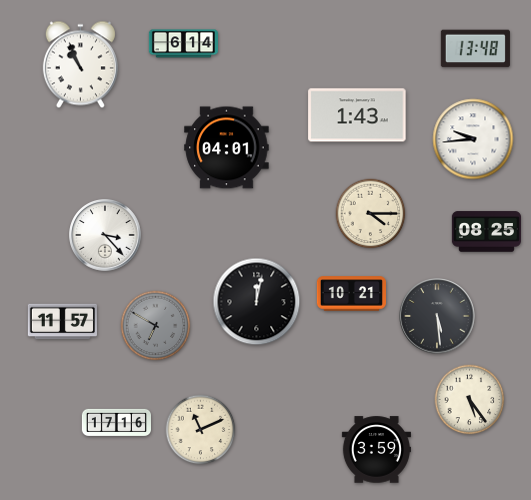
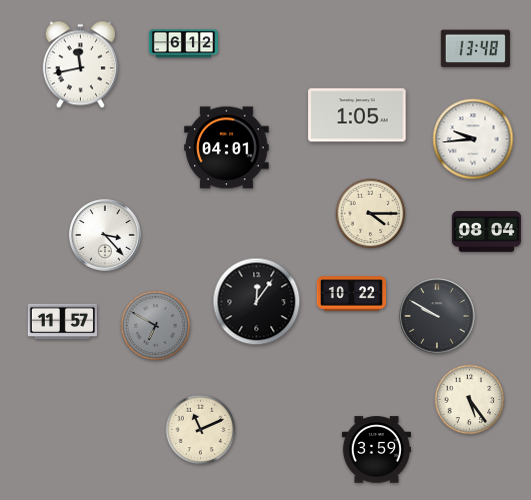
clock at (183, 44): 6:14 -> 6:12
clock at (80, 65): 10:56 -> 11:43
clock at (357, 115): 1:43 -> 1:05
clock at (486, 232): 08:25 -> 08:04
clock at (351, 294): 10:21 -> 10:22
clock at (257, 302): 12:02 -> 12:06
clock at (437, 316): 5:29 -> 9:50
clock at (116, 422): 17:16 -> none
